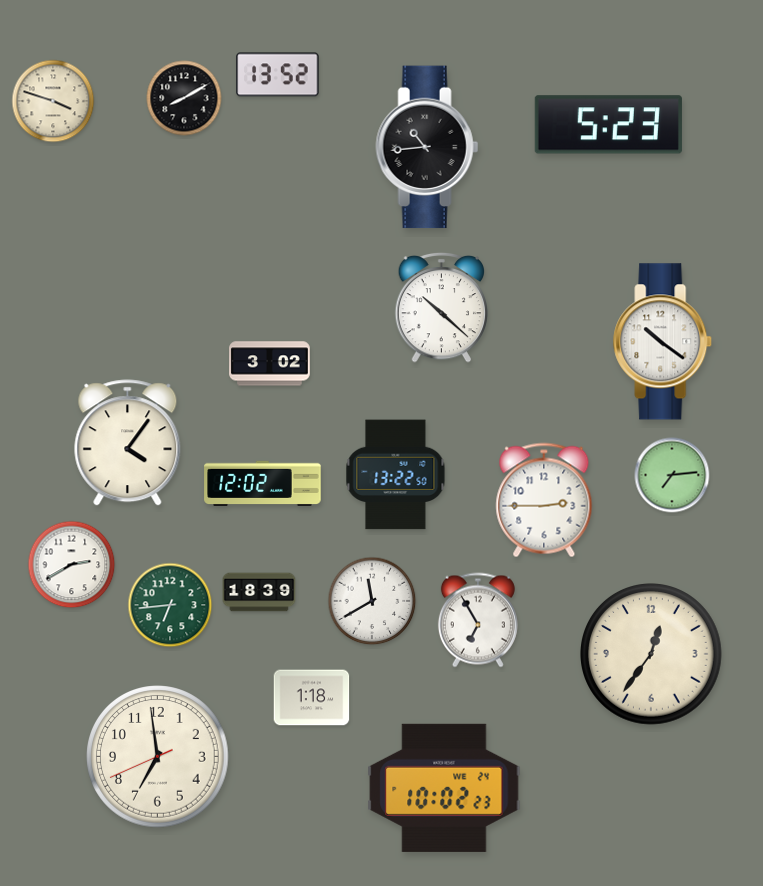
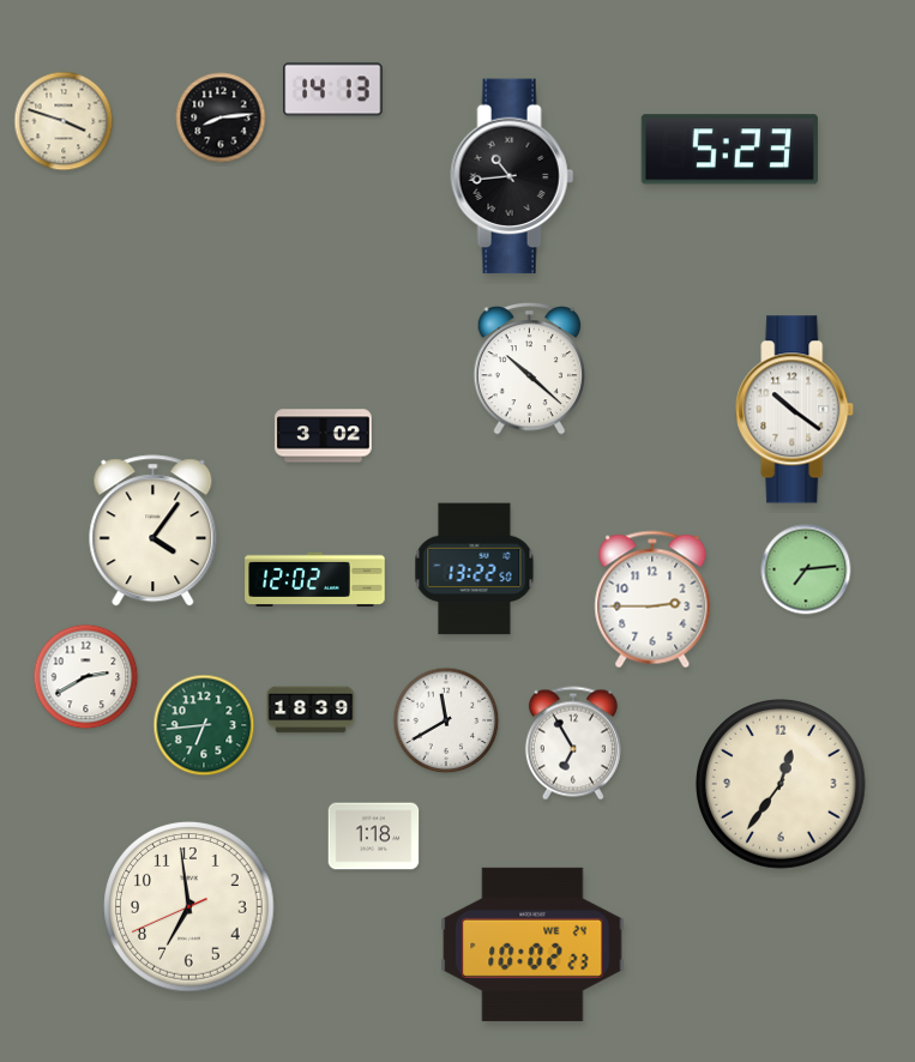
clock at (278, 75): 13:52 -> 14:13
clock at (184, 98): 8:10 -> 8:14
